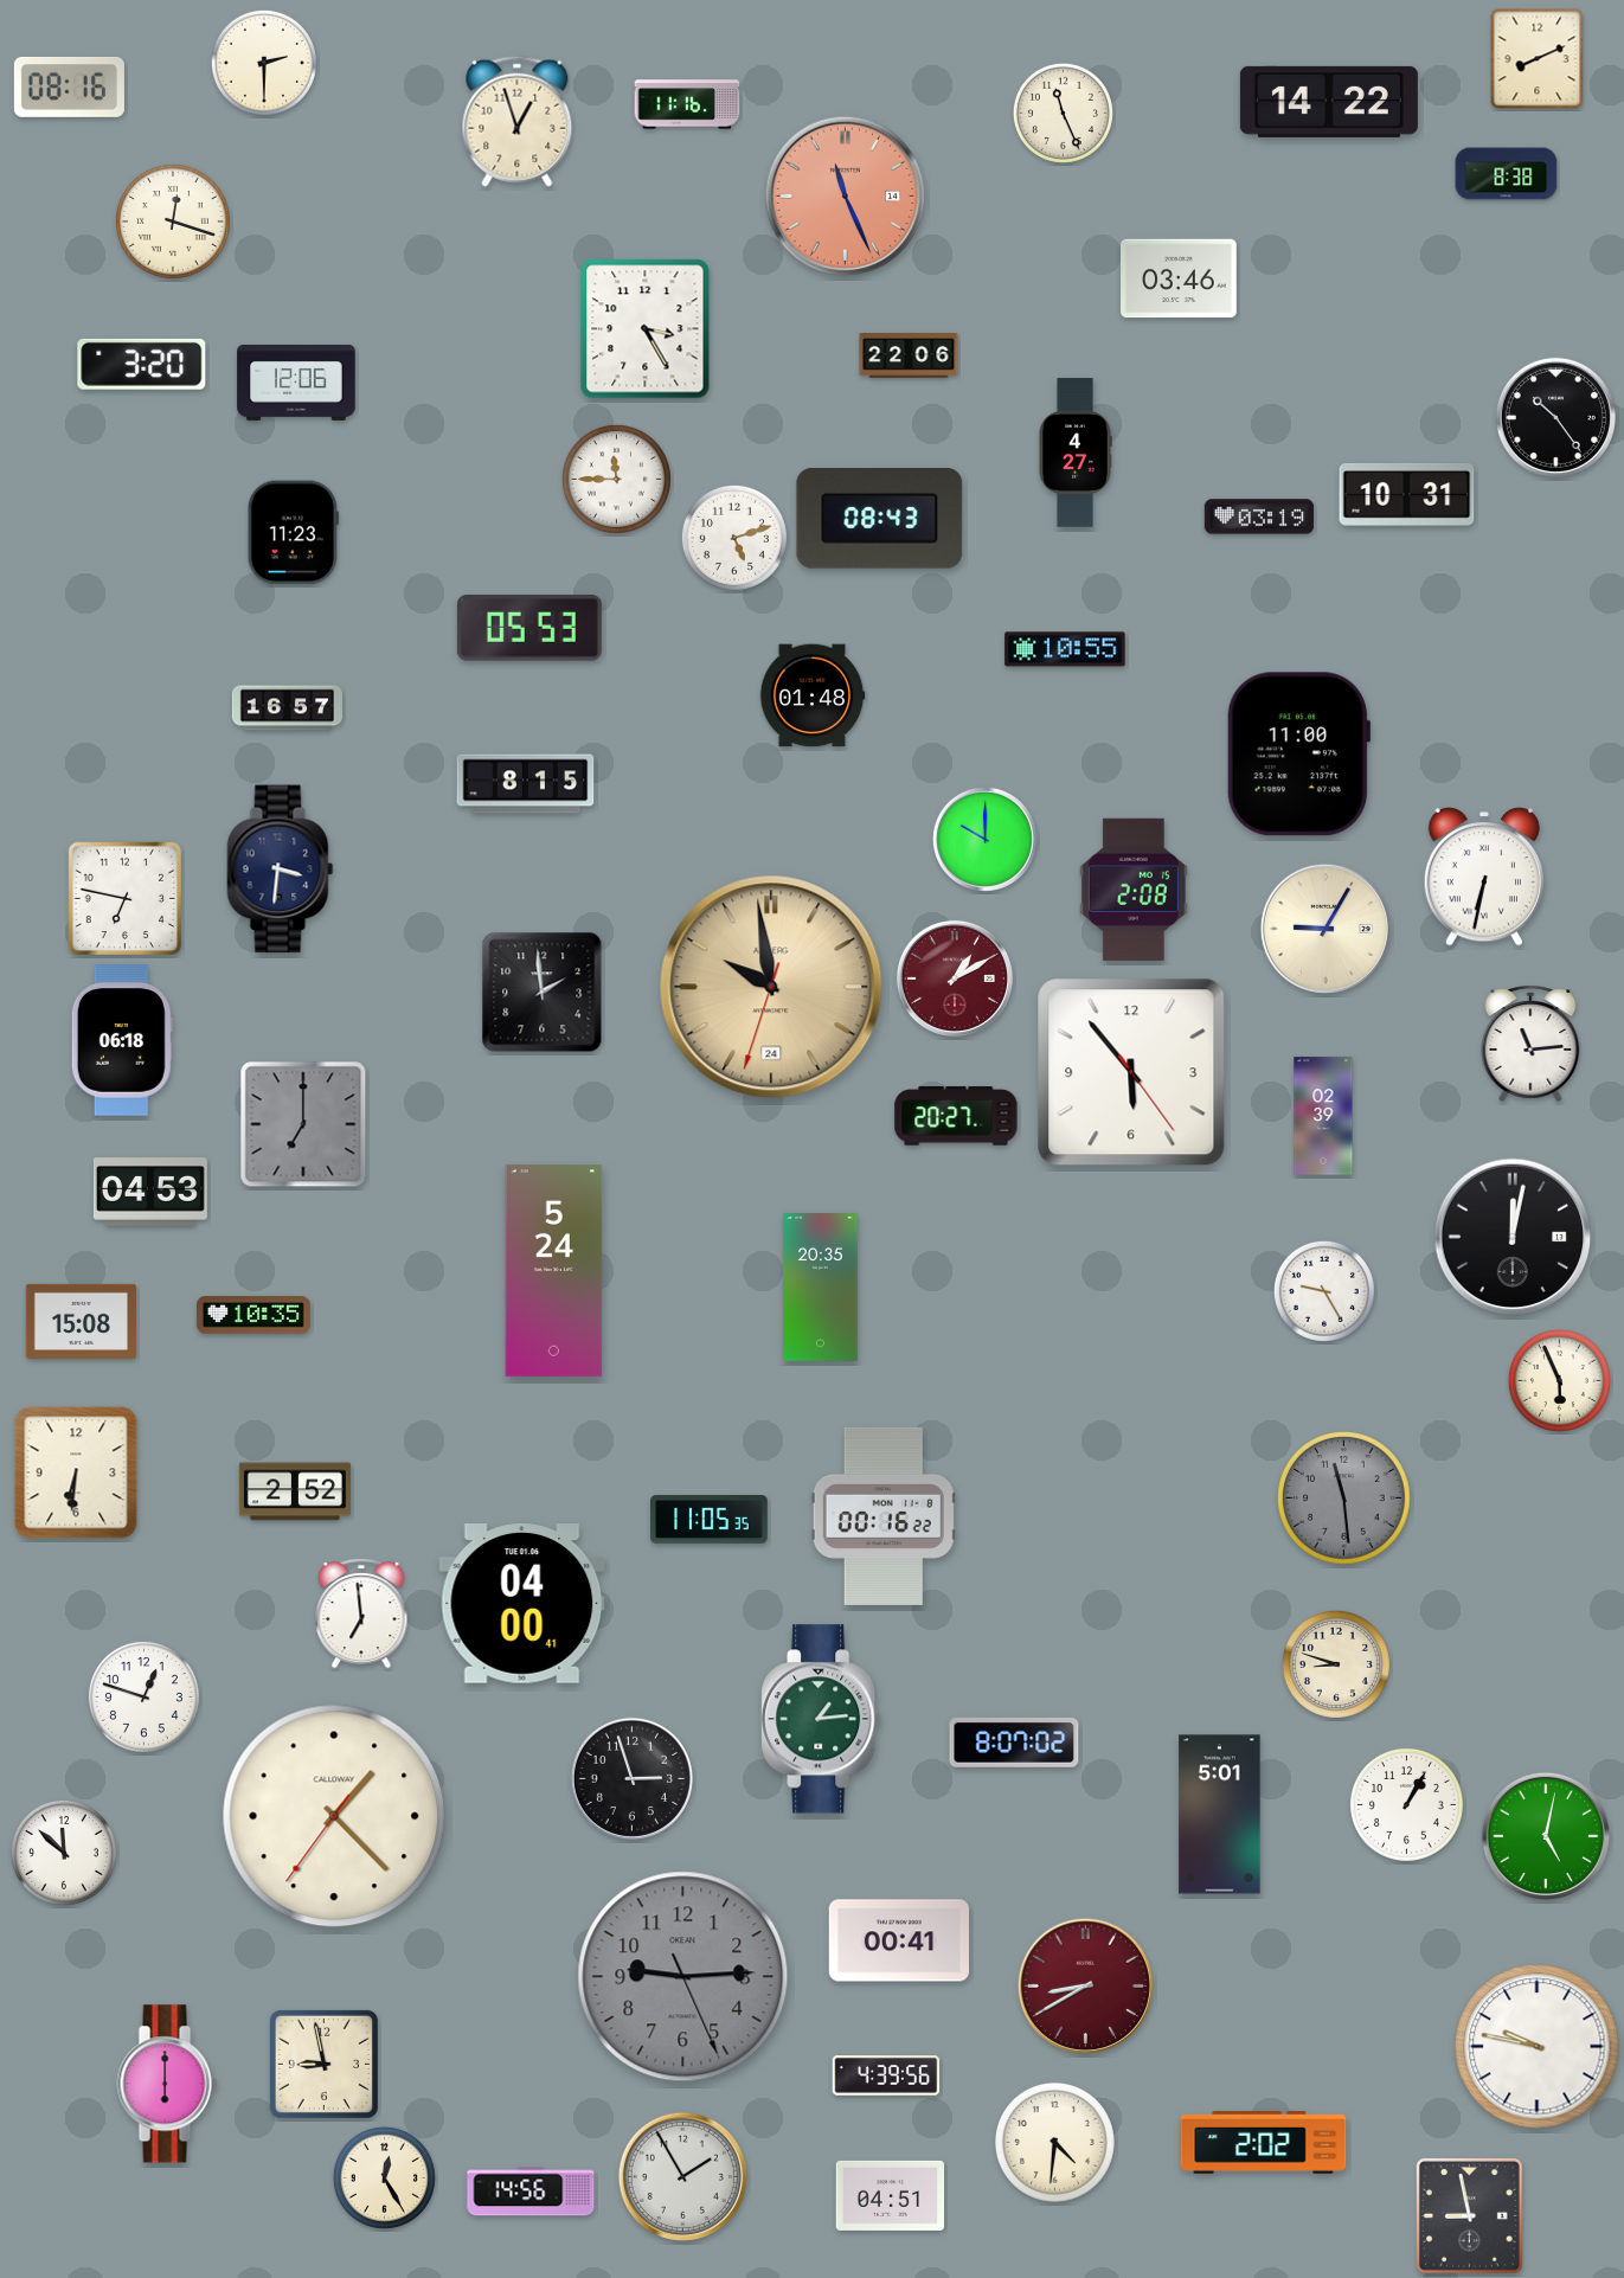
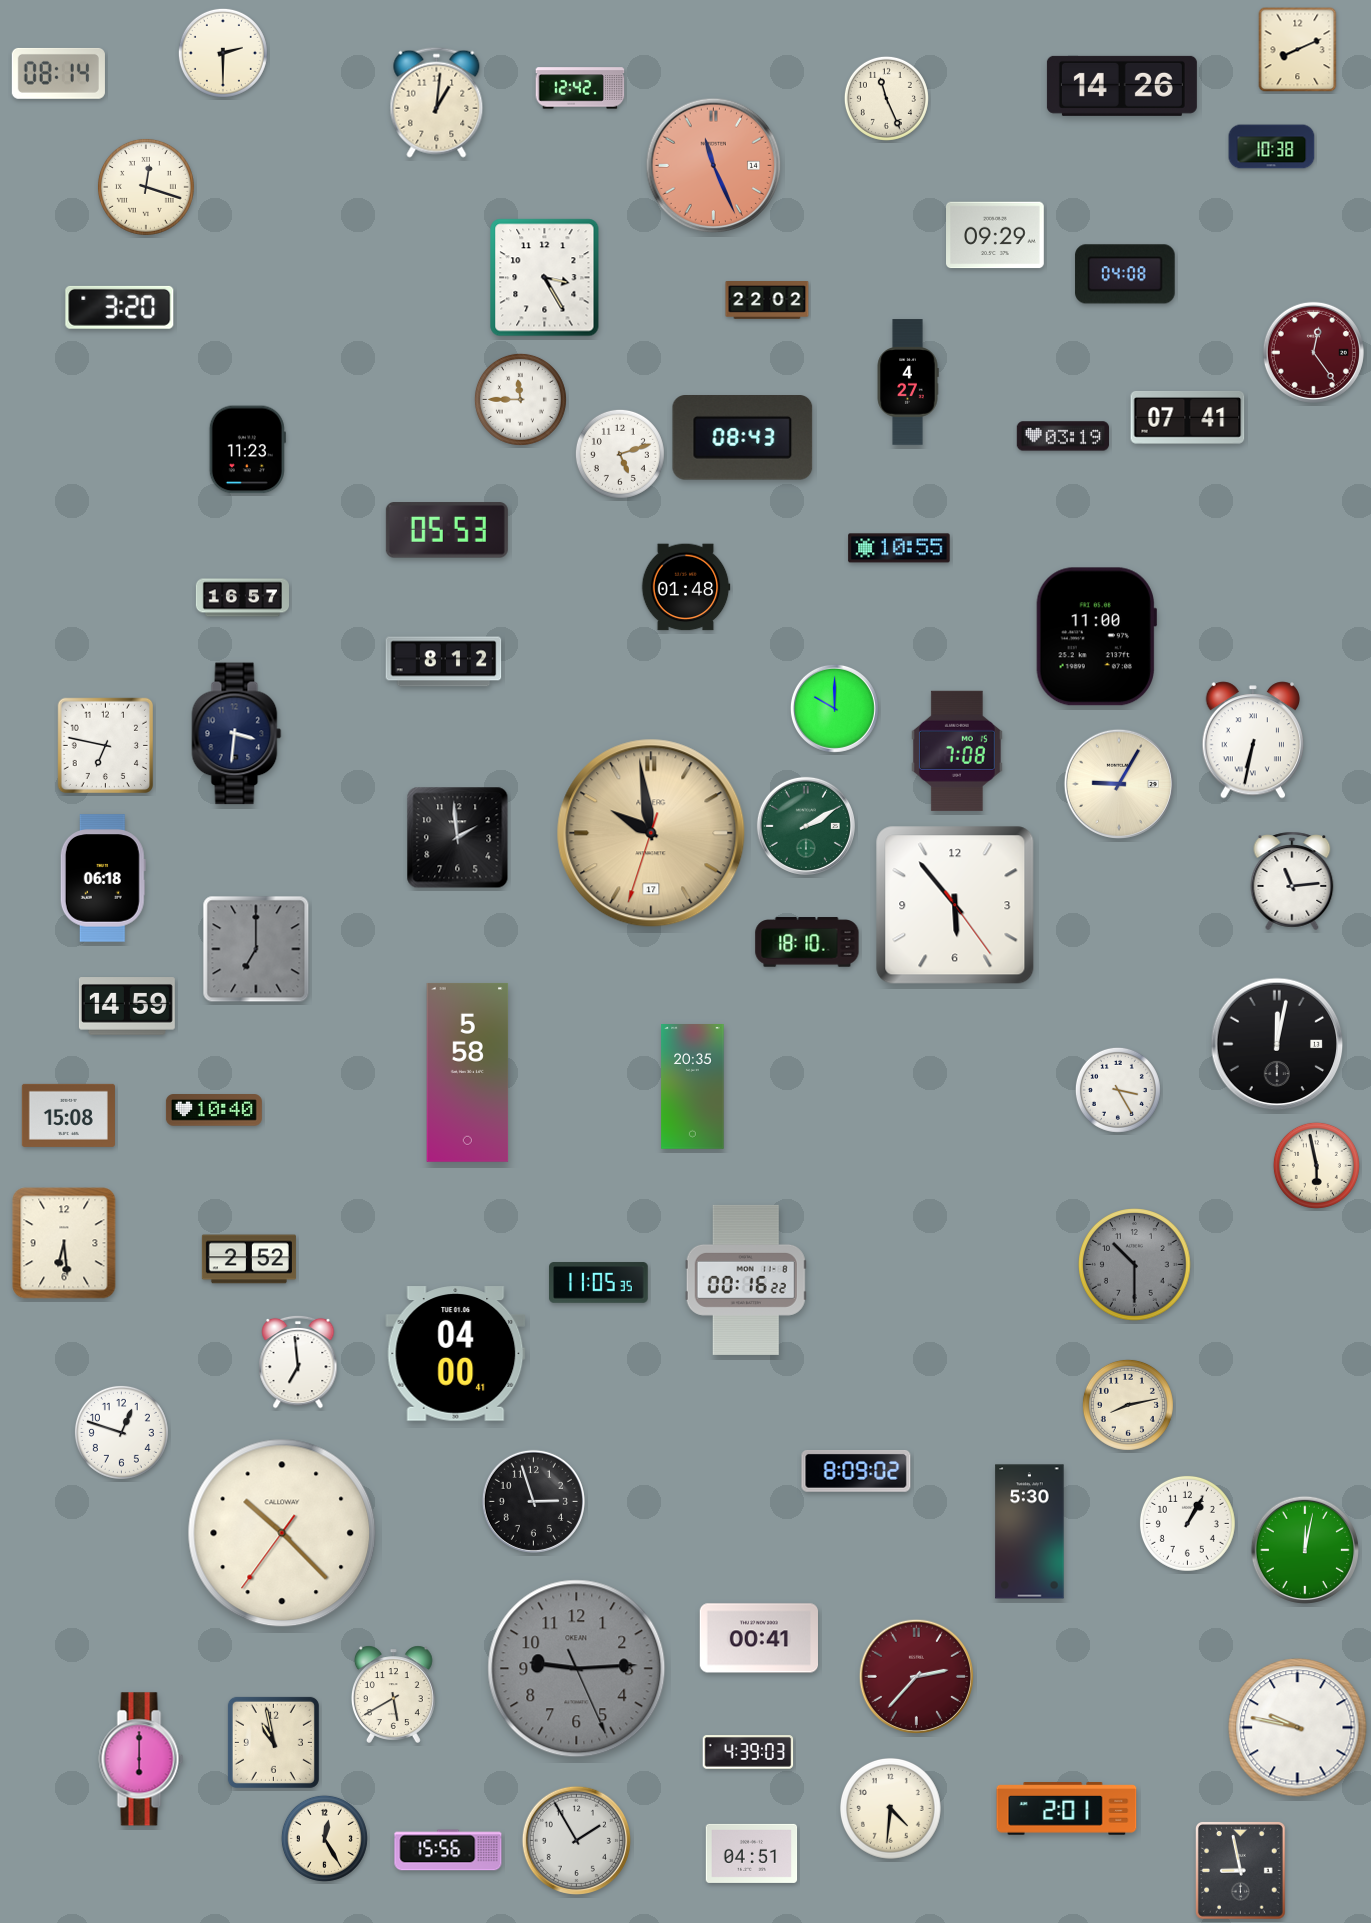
clock at (69, 86): 08:16 -> 08:14
clock at (1329, 102): 14:22 -> 14:26
clock at (687, 104): 11:16 -> 12:42
clock at (1063, 113) position: (1063, 113) -> (886, 98)
clock at (518, 121): 12:57 -> 1:01
clock at (1507, 174): 8:38 -> 10:38
clock at (1180, 278): 03:46 -> 09:29
clock at (1125, 274): none -> 04:08
clock at (909, 355): 22:06 -> 22:02
clock at (296, 383): 12:06 -> none
clock at (1555, 417): 10:24 -> 12:24
clock at (1555, 417) dial: black -> burgundy
clock at (616, 479) position: (616, 479) -> (520, 399)
clock at (1407, 495): 10:31 -> 07:41
clock at (526, 784): 8:15 -> 8:12
clock at (984, 839) position: (984, 839) -> (834, 708)
clock at (1134, 890): 2:08 -> 7:08
clock at (124, 898) position: (124, 898) -> (105, 745)
clock at (955, 978): 1:10 -> 2:10
clock at (955, 978) dial: burgundy -> green
clock at (771, 987) date: 24 -> 17
clock at (956, 1116): 20:27 -> 18:10
clock at (1323, 1116): 02:39 -> none
clock at (150, 1192): 04:53 -> 14:59
clock at (554, 1270): 5:24 -> 5:58
clock at (1324, 1291): 9:25 -> 3:25
clock at (253, 1315): 10:35 -> 10:40
clock at (1559, 1380): 5:56 -> 5:58
clock at (76, 1472): 6:31 -> 6:29
clock at (1344, 1499): 11:29 -> 10:30
clock at (522, 1604) position: (522, 1604) -> (456, 1354)
clock at (361, 1613) position: (361, 1613) -> (298, 1362)
clock at (1336, 1664): 8:48 -> 8:13
clock at (821, 1719): 1:14 -> none
clock at (1014, 1744): 8:07 -> 8:09
clock at (1220, 1815): 5:01 -> 5:30
clock at (334, 1816): 1:22 -> 10:22
clock at (1546, 1836): 5:02 -> 12:02
clock at (64, 1853): 11:52 -> none
clock at (1085, 1985): 8:40 -> 2:37
clock at (393, 1694): none -> 5:40
clock at (323, 2064): 8:58 -> 10:58
clock at (886, 2075): 4:39:56 -> 4:39:03
clock at (1264, 2143): 2:02 -> 2:01
clock at (682, 2176) position: (682, 2176) -> (576, 1840)
clock at (531, 2192): 14:56 -> 15:56
